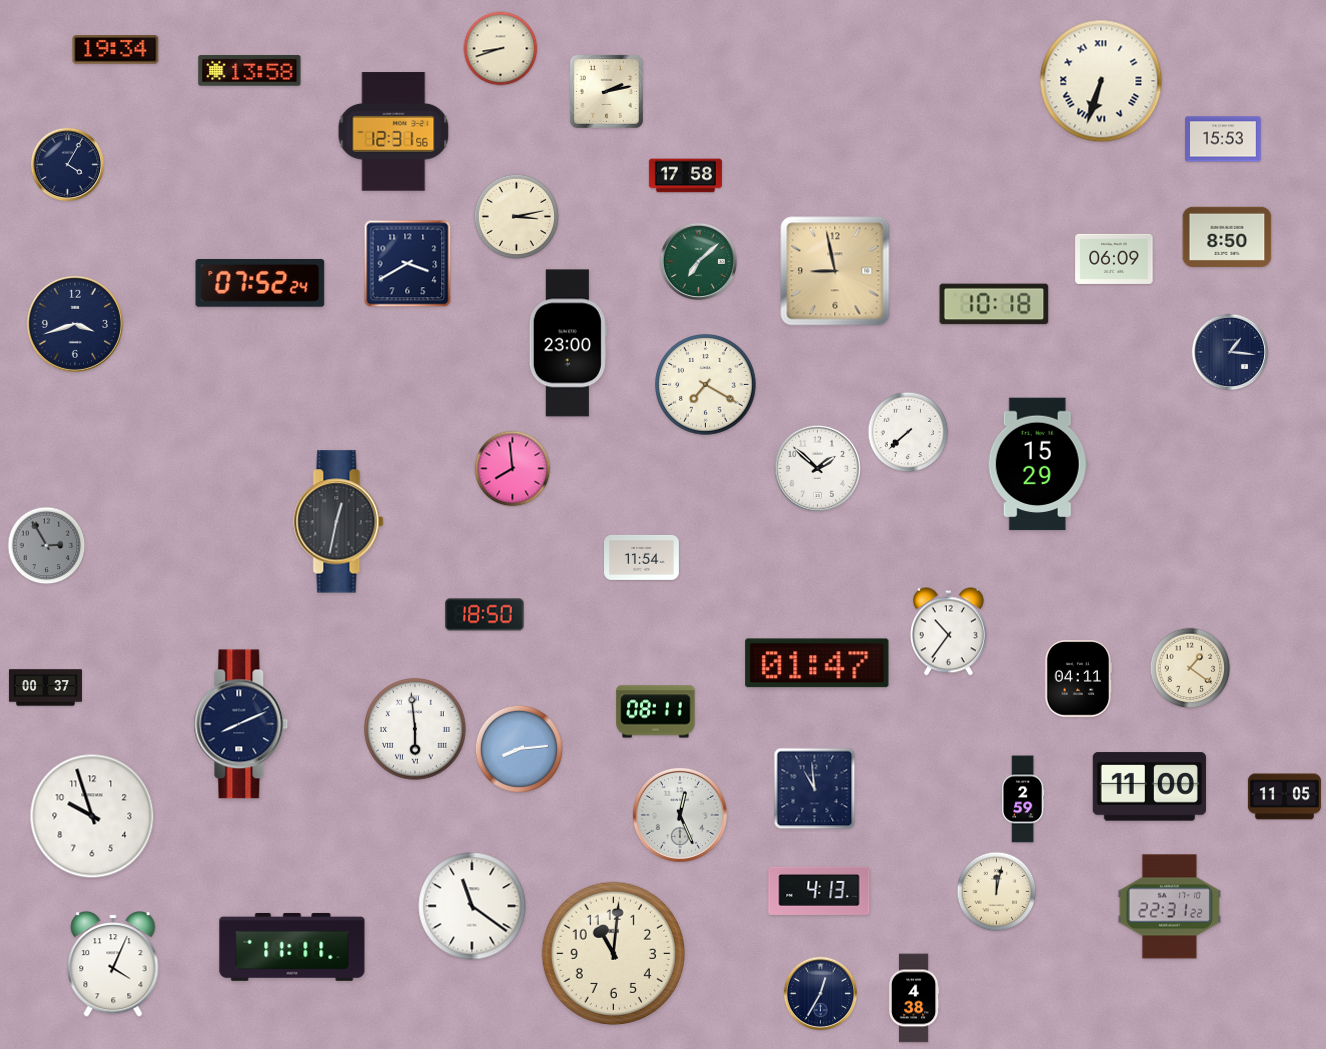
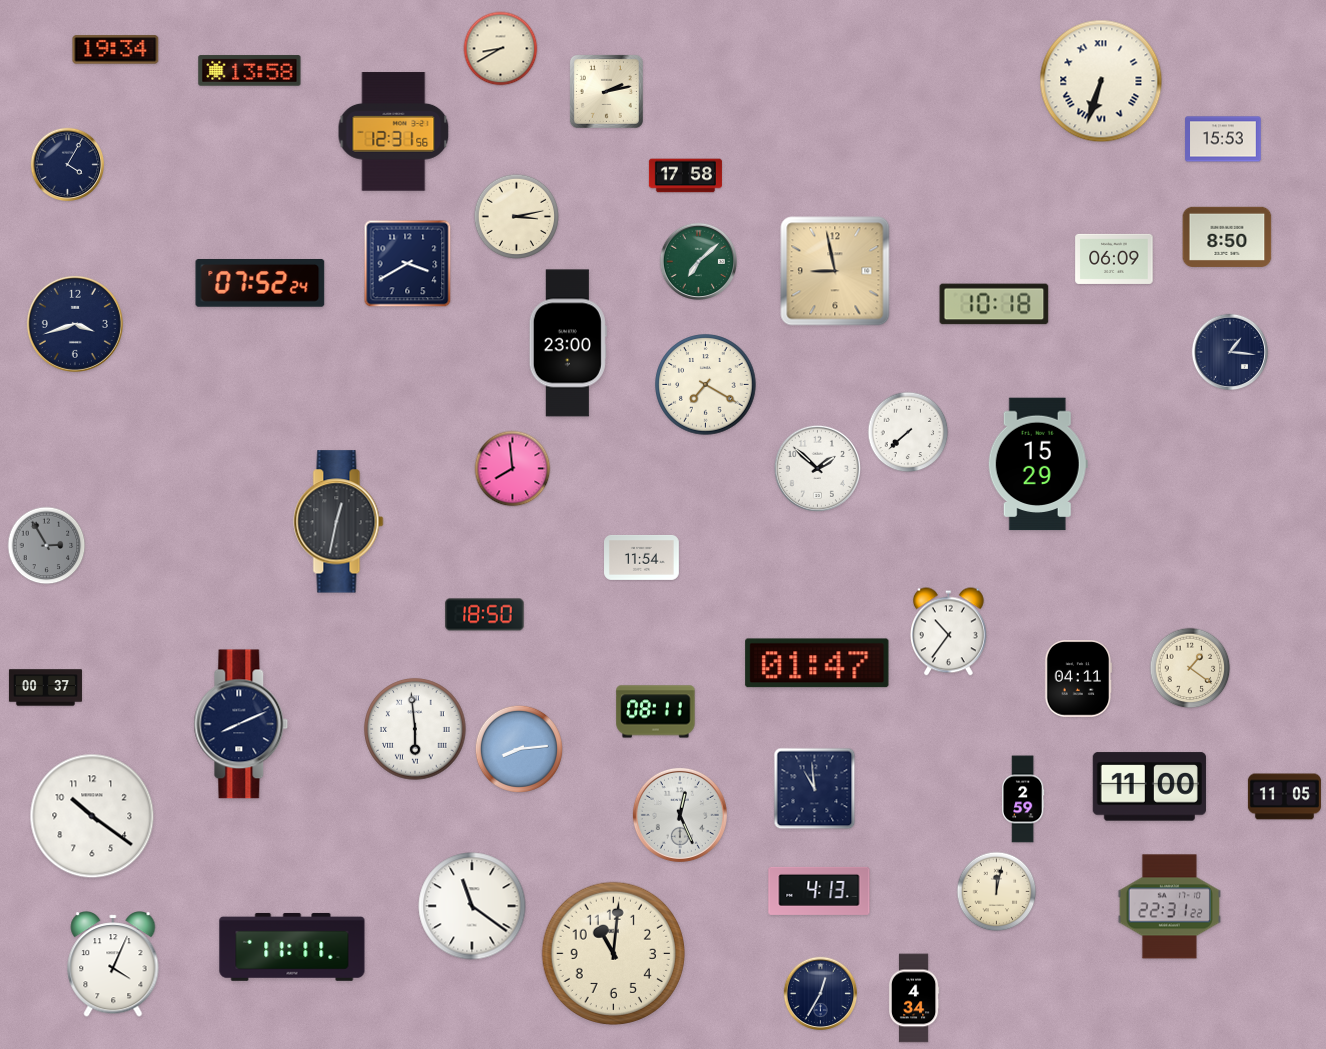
clock at (501, 49): 8:42 -> 8:40
clock at (92, 816): 9:57 -> 10:21
clock at (914, 998): 4:38 -> 4:34
